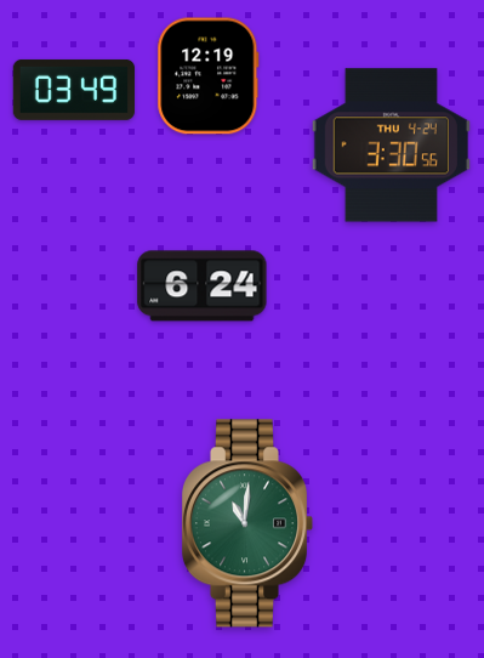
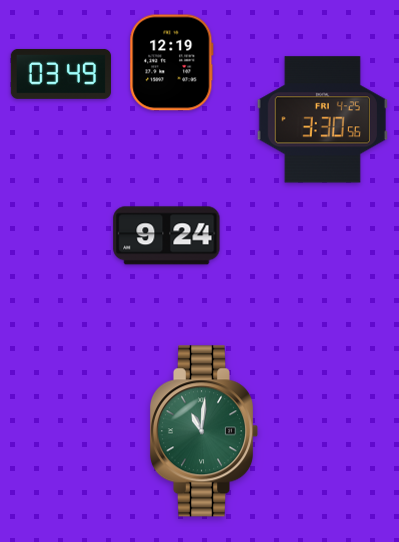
clock at (391, 146) date: THU 4-24 -> FRI 4-25
clock at (203, 287): 6:24 -> 9:24
